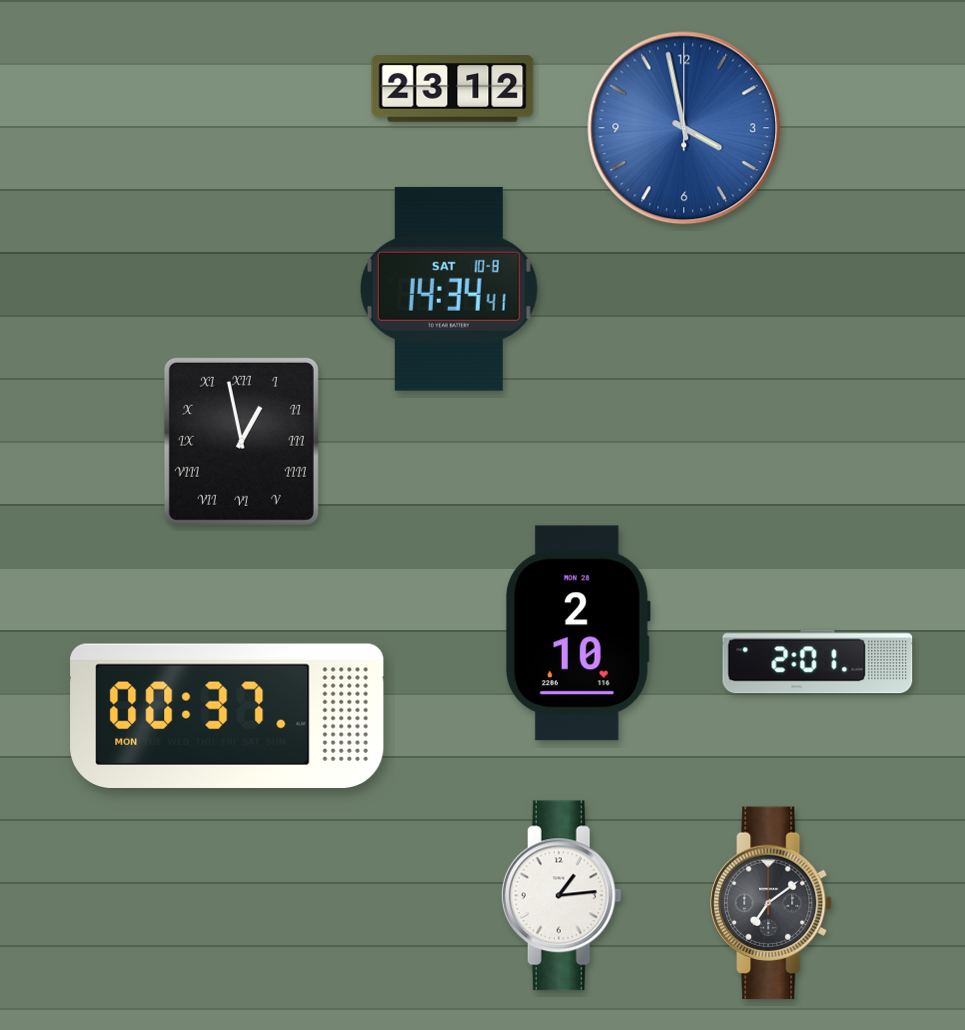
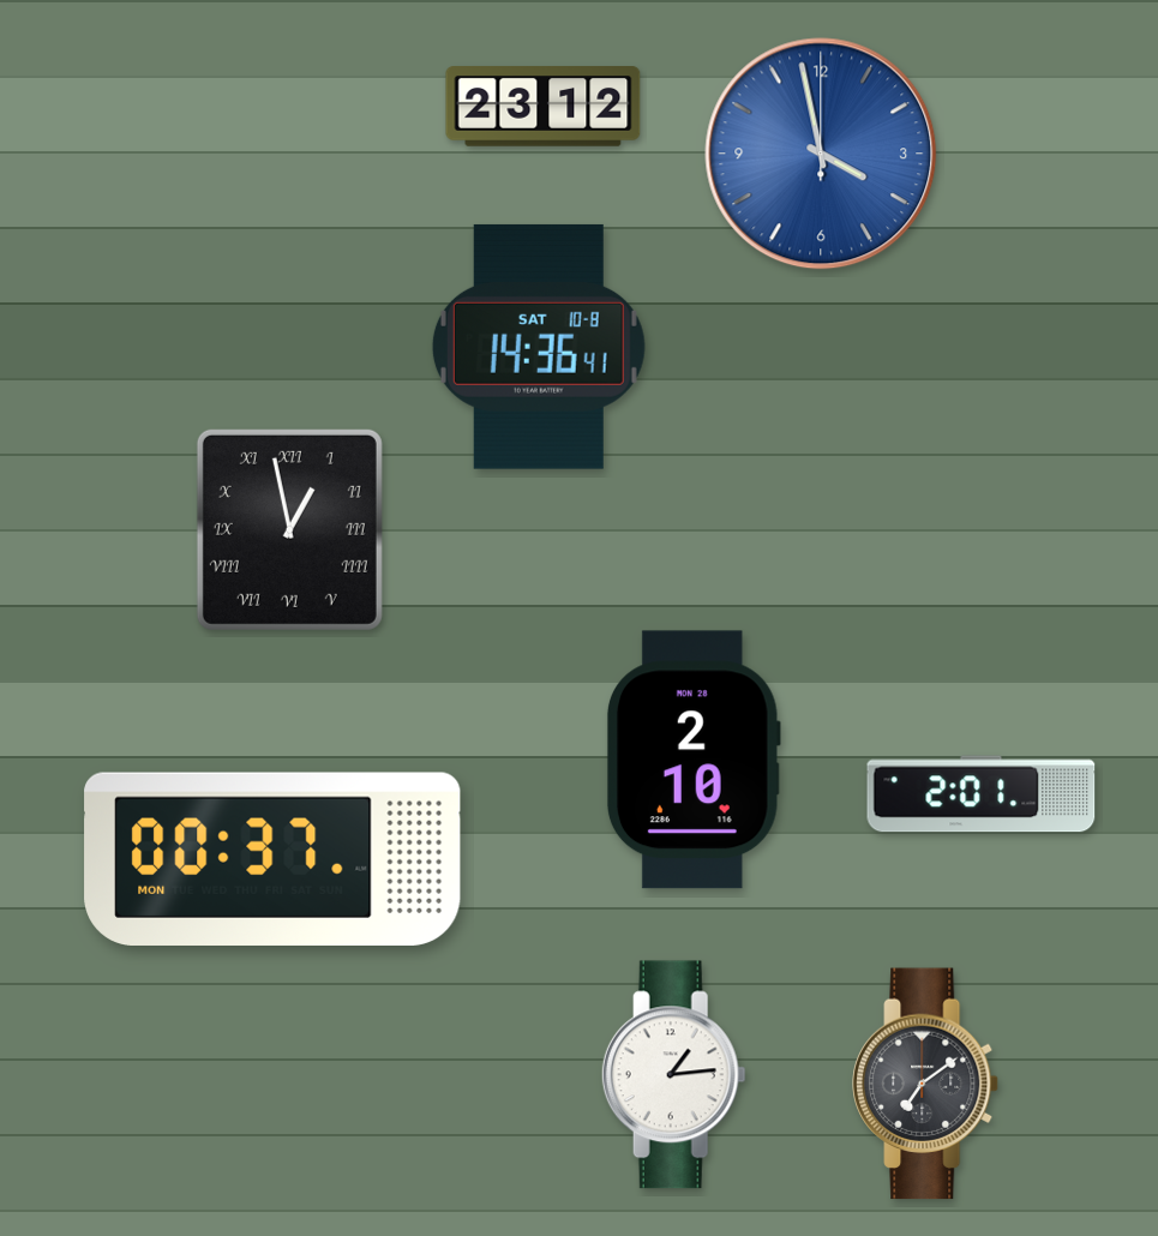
clock at (449, 289): 14:34 -> 14:36
